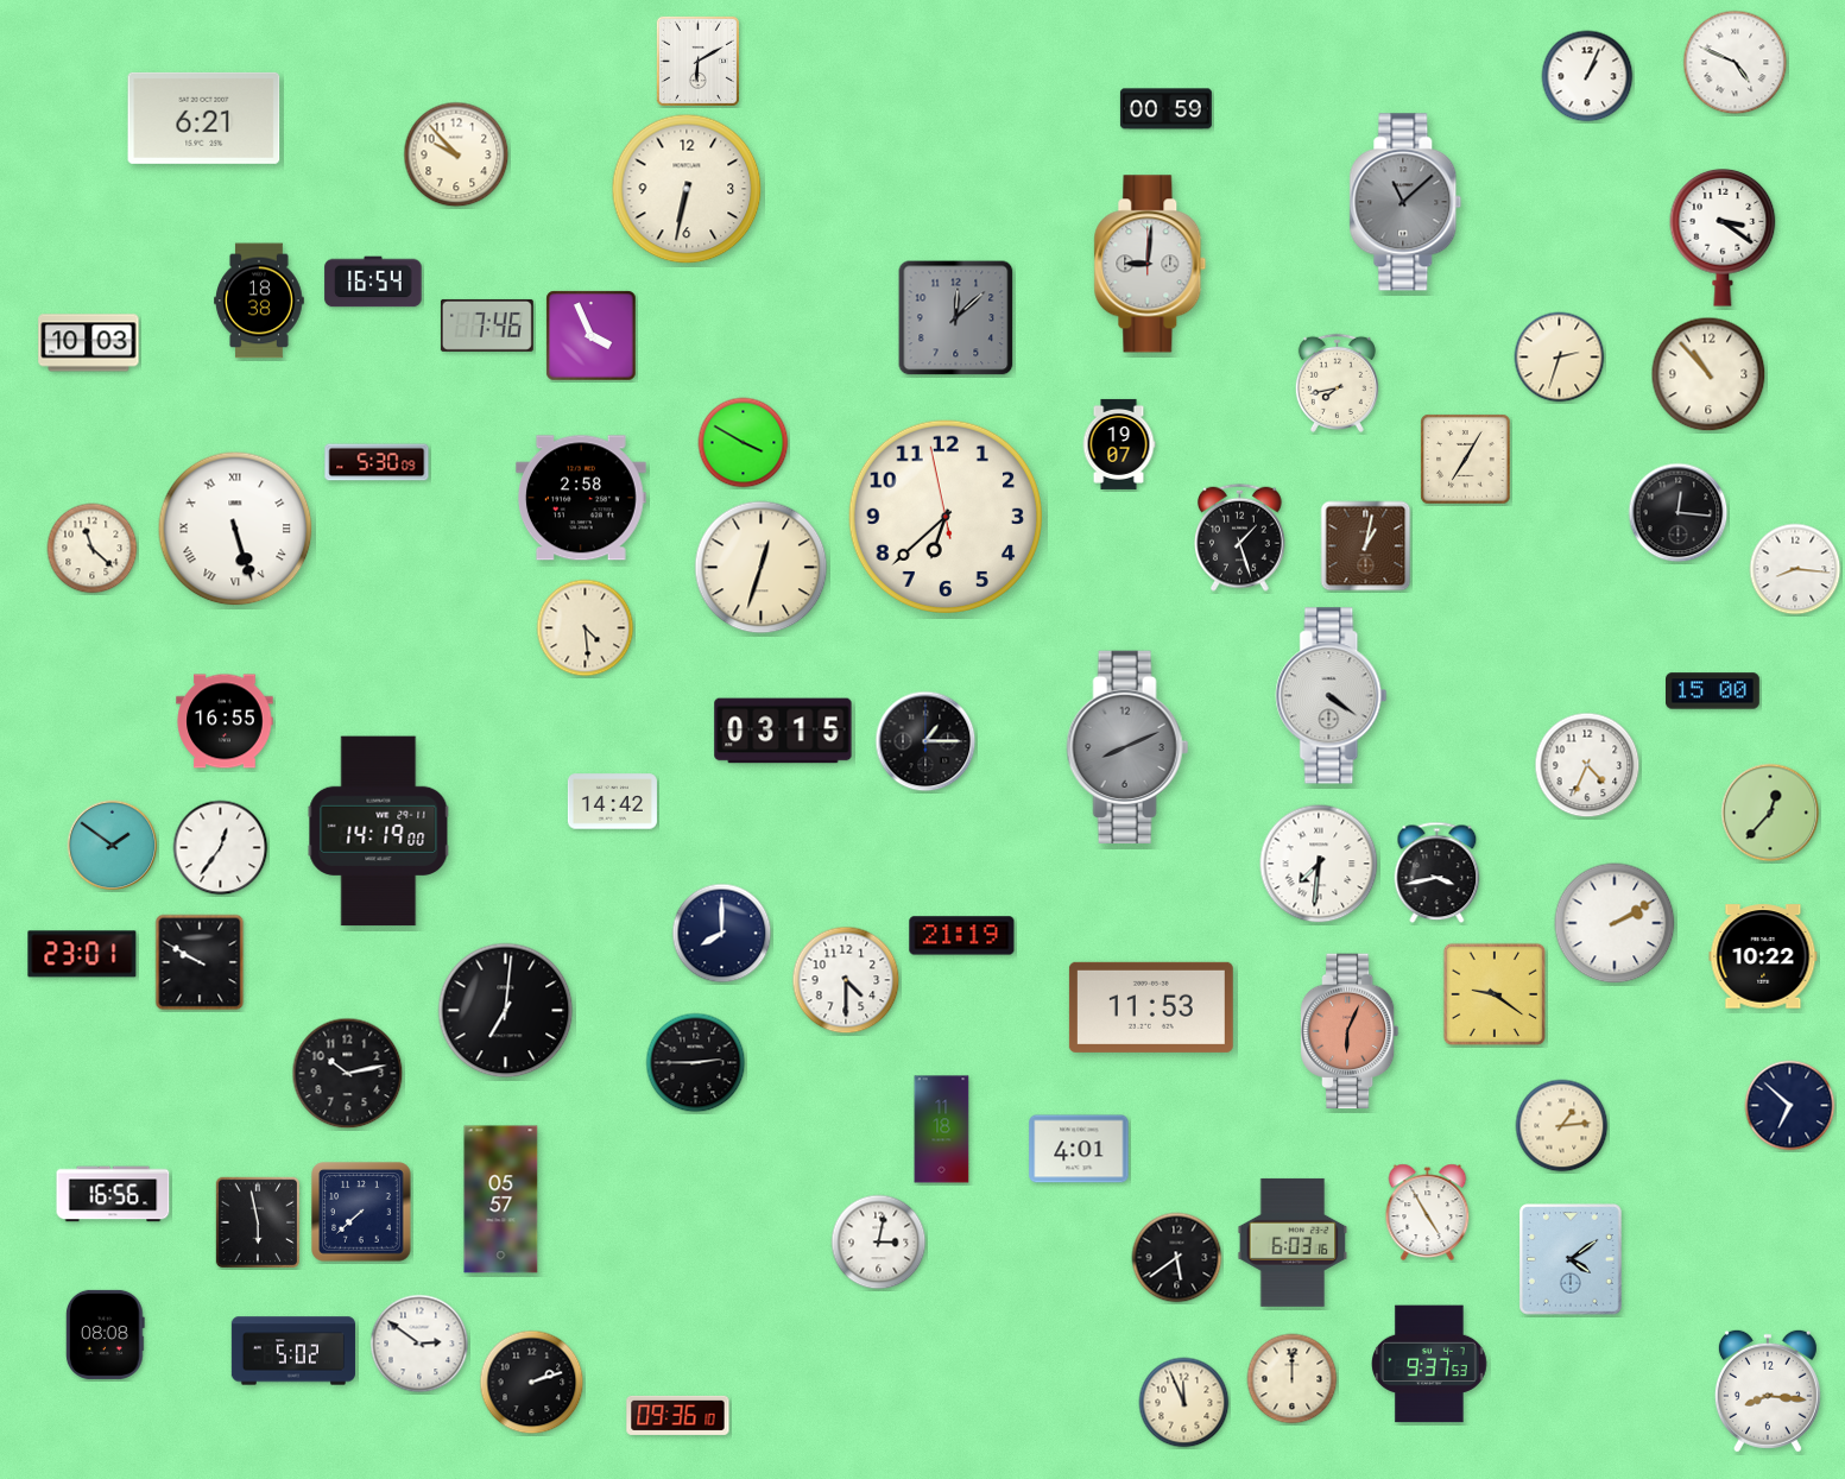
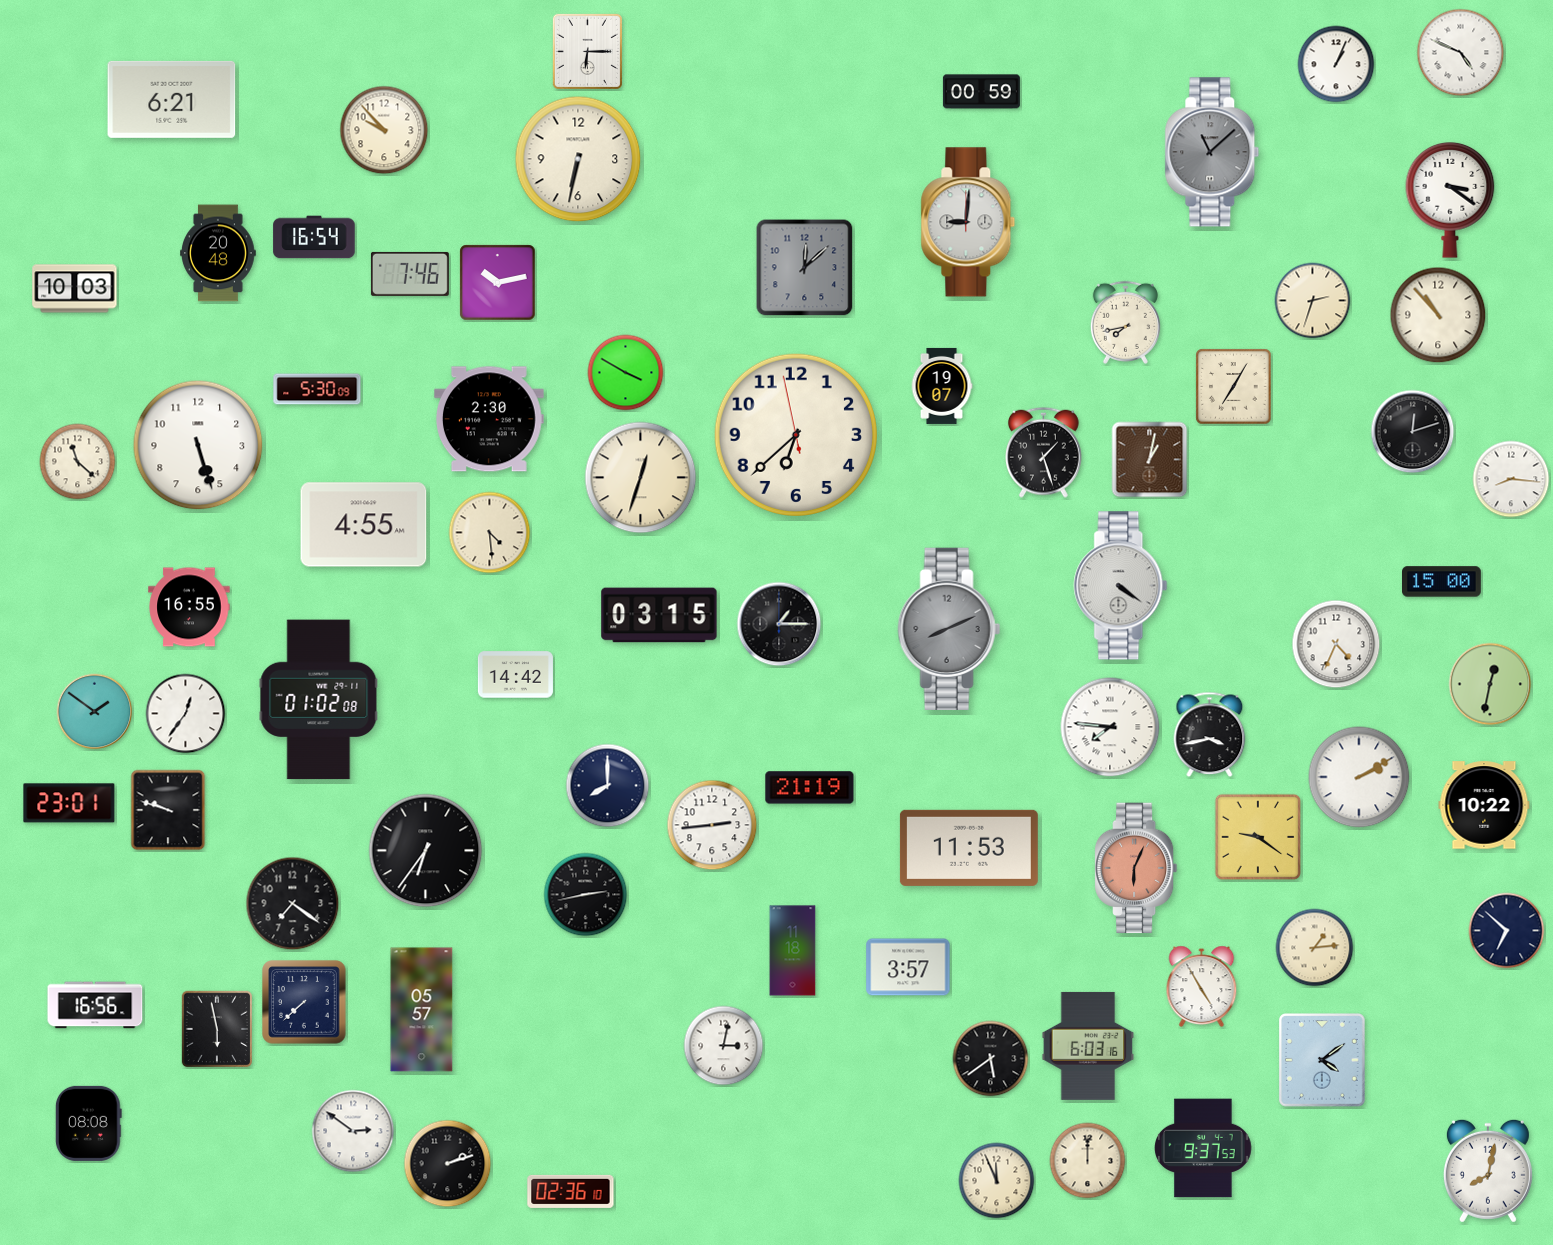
clock at (697, 61): 6:10 -> 6:15
clock at (1405, 202) position: (1405, 202) -> (1212, 152)
clock at (260, 301): 18:38 -> 20:48
clock at (592, 336): 3:56 -> 10:13
clock at (1119, 444) position: (1119, 444) -> (942, 386)
clock at (581, 498): 2:58 -> 2:30
clock at (1679, 513): 12:16 -> 12:12
clock at (235, 529) numerals: Roman -> Arabic
clock at (364, 525): none -> 4:55
clock at (586, 628) position: (586, 628) -> (490, 533)
clock at (1770, 813): 12:37 -> 12:32
clock at (379, 832): 14:19 -> 01:02
clock at (1319, 864): 7:31 -> 7:46
clock at (200, 962): 9:50 -> 9:48
clock at (846, 980): 4:30 -> 2:44
clock at (506, 1011): 7:01 -> 6:36
clock at (696, 1063): 2:45 -> 2:43
clock at (348, 1074): 10:13 -> 7:21
clock at (1079, 1149): 4:01 -> 3:57
clock at (361, 1212) position: (361, 1212) -> (304, 1002)
clock at (1428, 1213) position: (1428, 1213) -> (1202, 987)
clock at (879, 1243) position: (879, 1243) -> (724, 1046)
clock at (293, 1351): 5:02 -> none
clock at (1768, 1391): 8:16 -> 8:02
clock at (678, 1415): 09:36 -> 02:36
